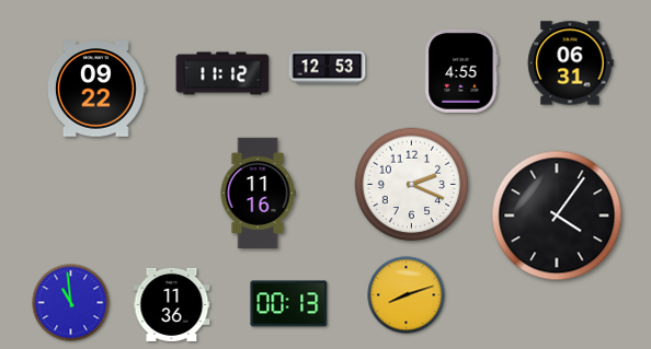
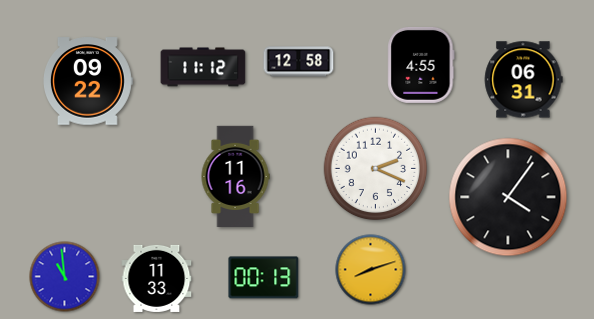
clock at (570, 63) position: (570, 63) -> (523, 80)
clock at (328, 68): 12:53 -> 12:58
clock at (172, 304): 11:36 -> 11:33
